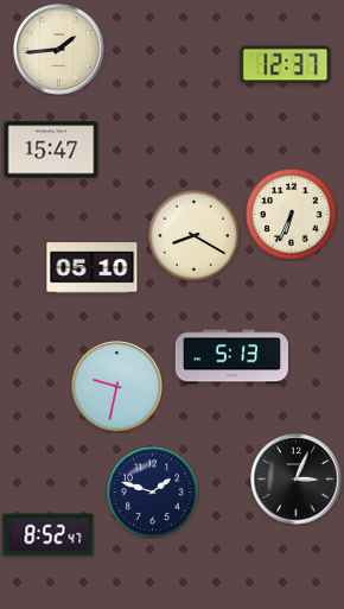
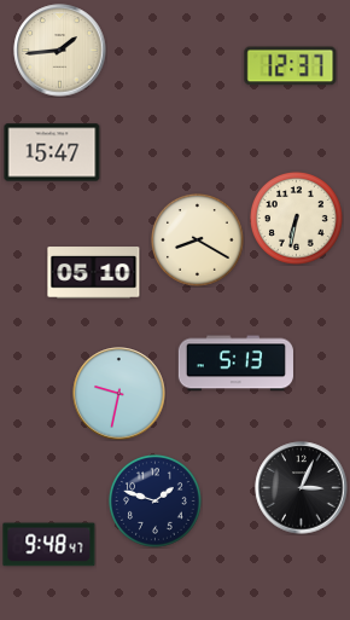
clock at (292, 215): 6:34 -> 6:32
clock at (49, 535): 8:52 -> 9:48
